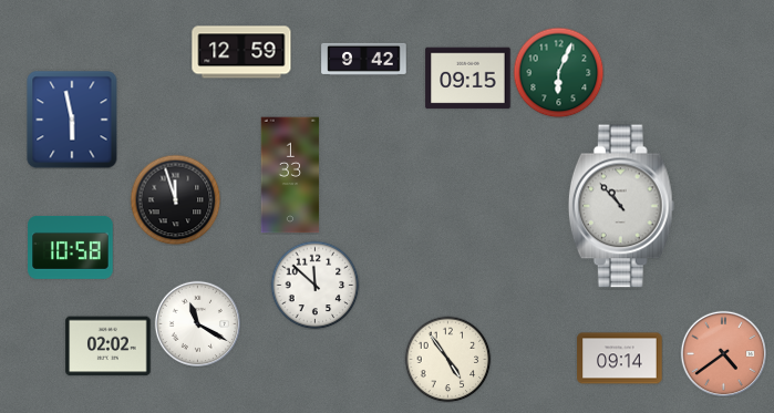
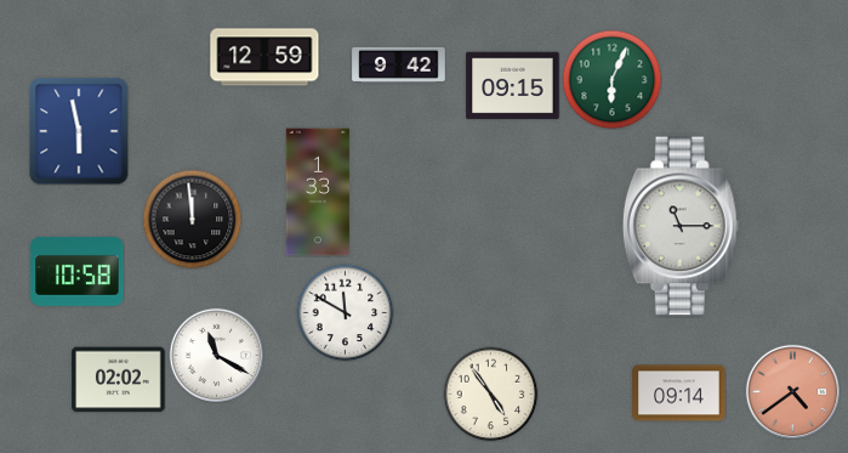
clock at (175, 199): 11:57 -> 11:59
clock at (621, 206): 10:53 -> 11:15
clock at (314, 285): 11:52 -> 11:50
clock at (723, 353) position: (723, 353) -> (792, 391)
